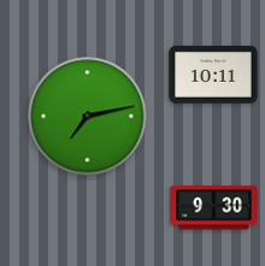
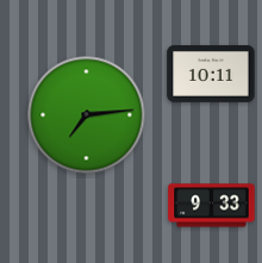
clock at (88, 117): 7:13 -> 7:14
clock at (214, 208): 9:30 -> 9:33
